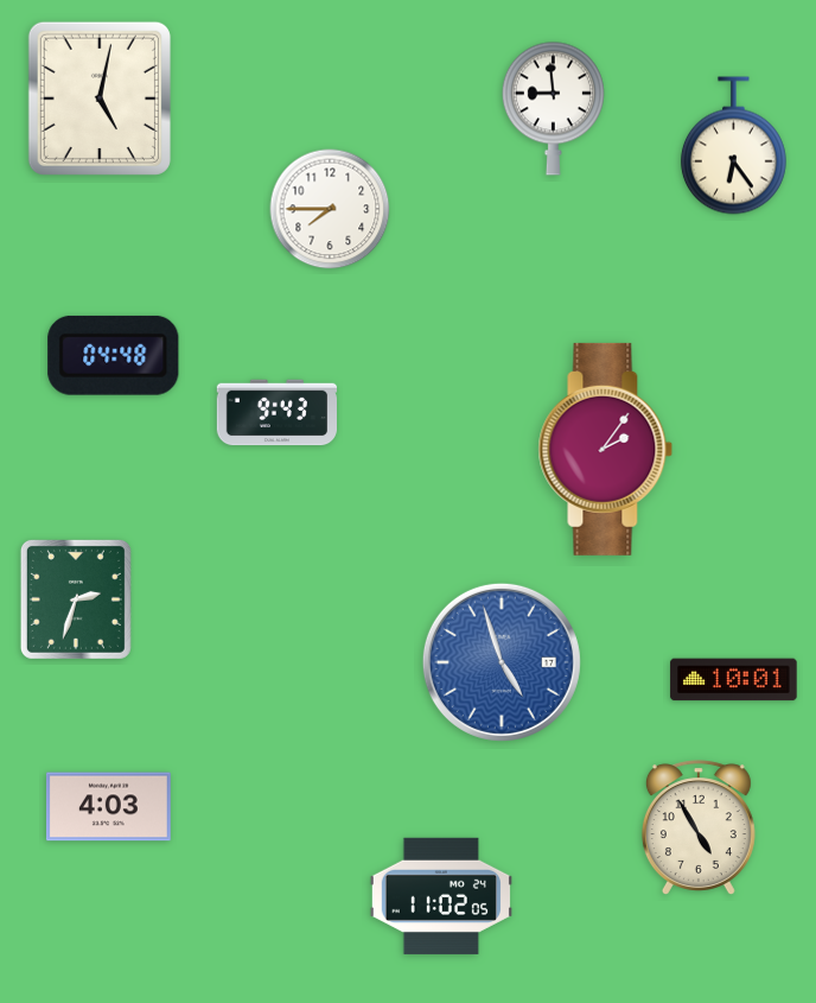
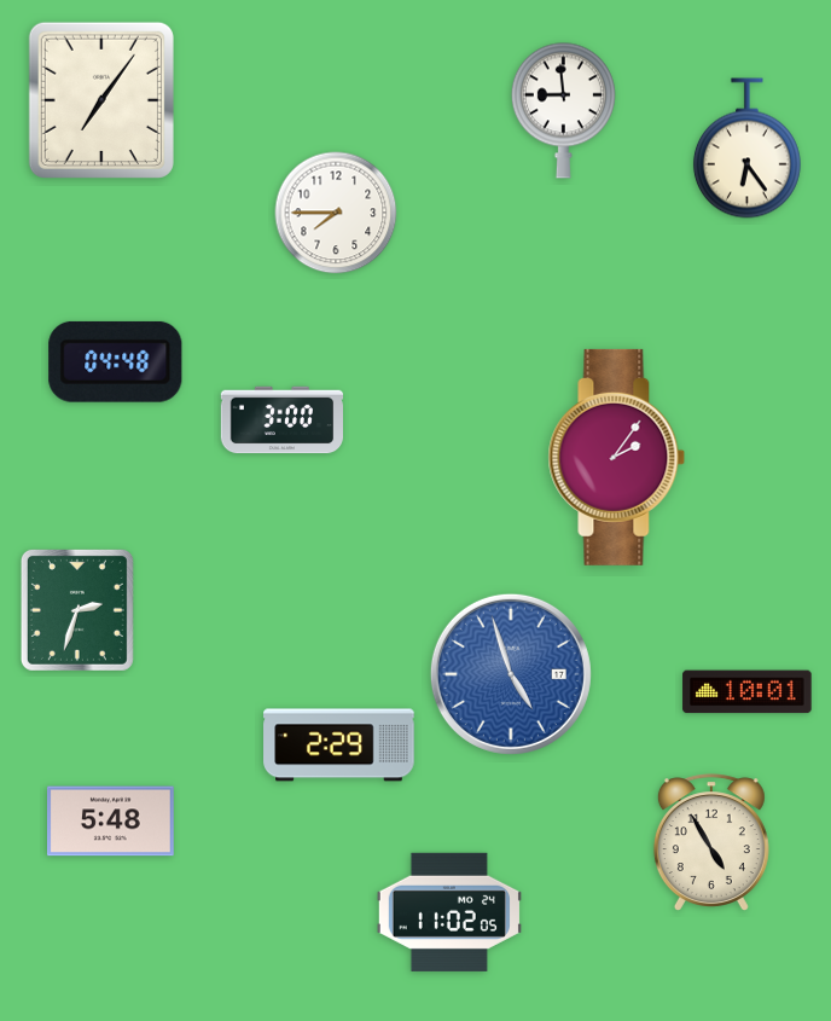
clock at (100, 99): 5:02 -> 7:06
clock at (276, 413): 9:43 -> 3:00
clock at (339, 746): none -> 2:29
clock at (108, 807): 4:03 -> 5:48
